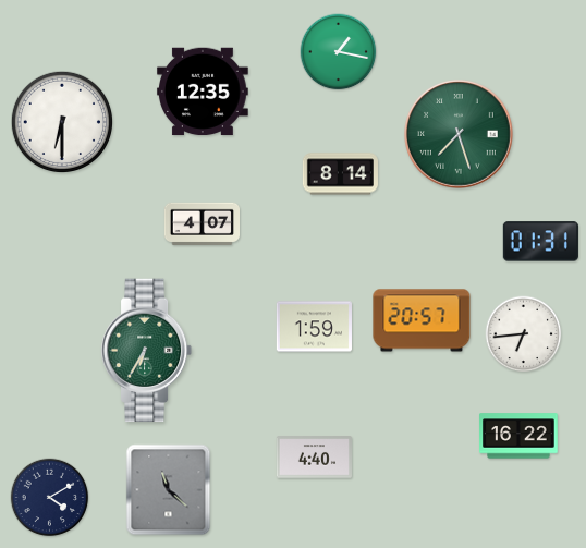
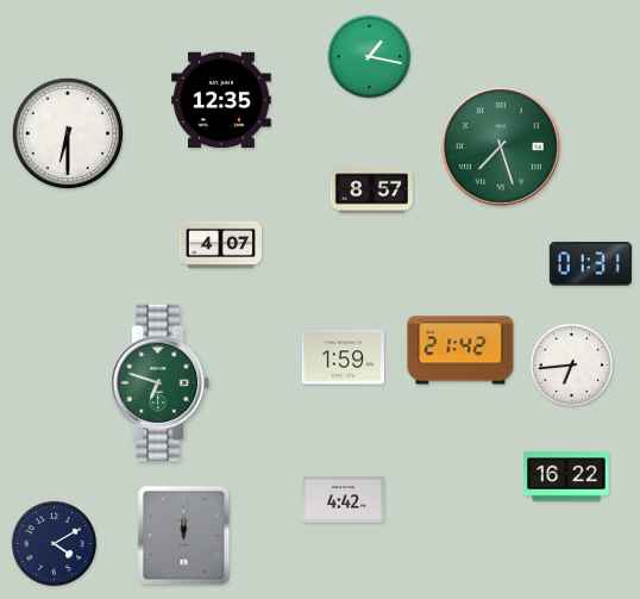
clock at (340, 174): 8:14 -> 8:57
clock at (422, 320): 20:57 -> 21:42
clock at (147, 351): 6:35 -> 6:48
clock at (314, 458): 4:40 -> 4:42
clock at (169, 490): 11:22 -> 12:00
